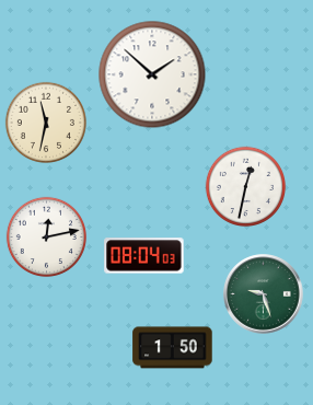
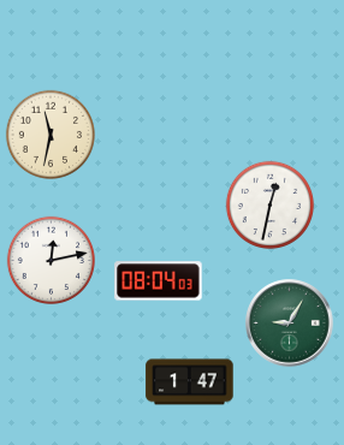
clock at (152, 74): 1:52 -> none
clock at (264, 294): 9:27 -> 9:05
clock at (173, 348): 1:50 -> 1:47
